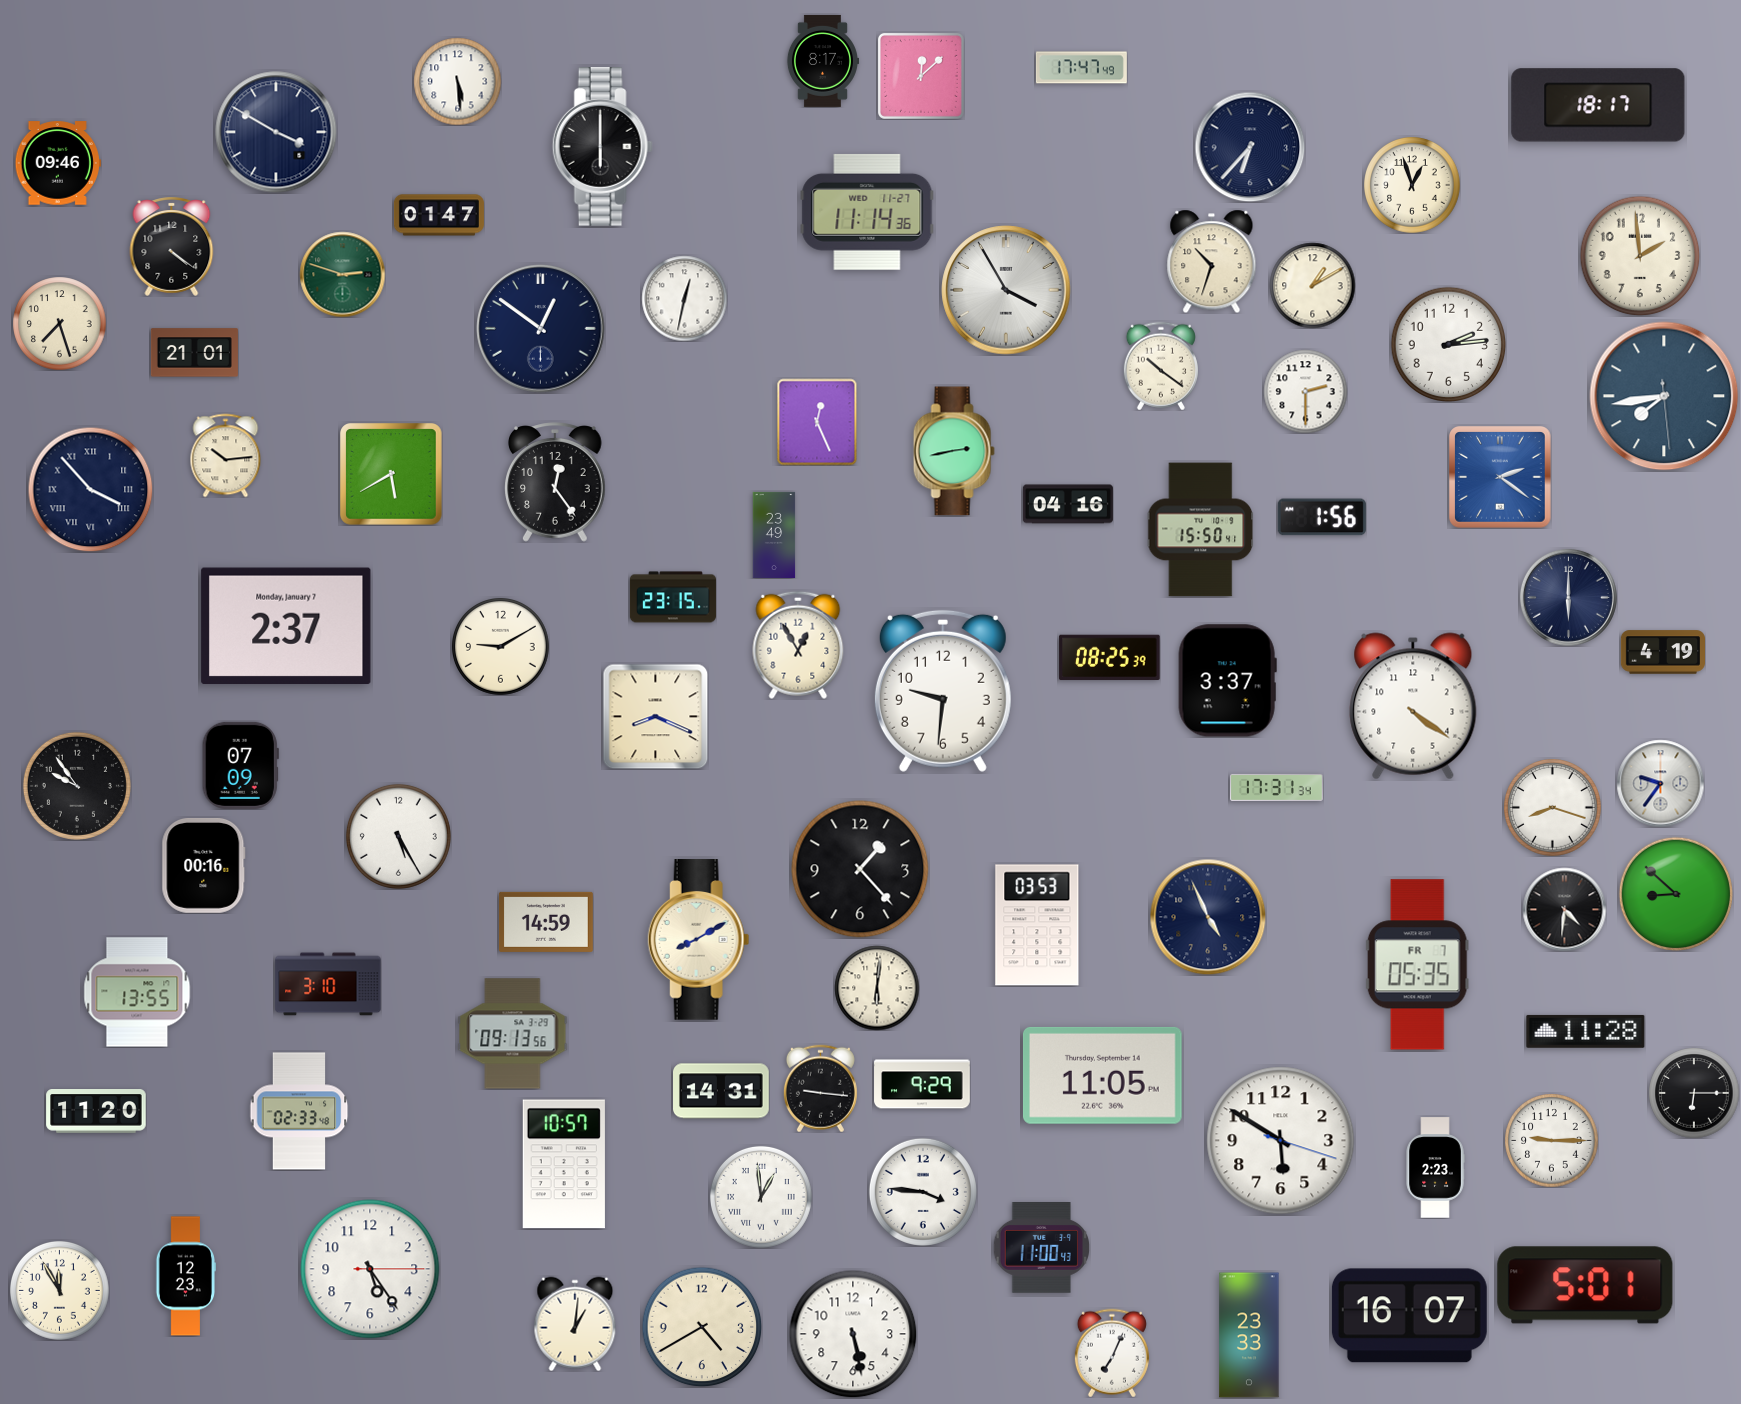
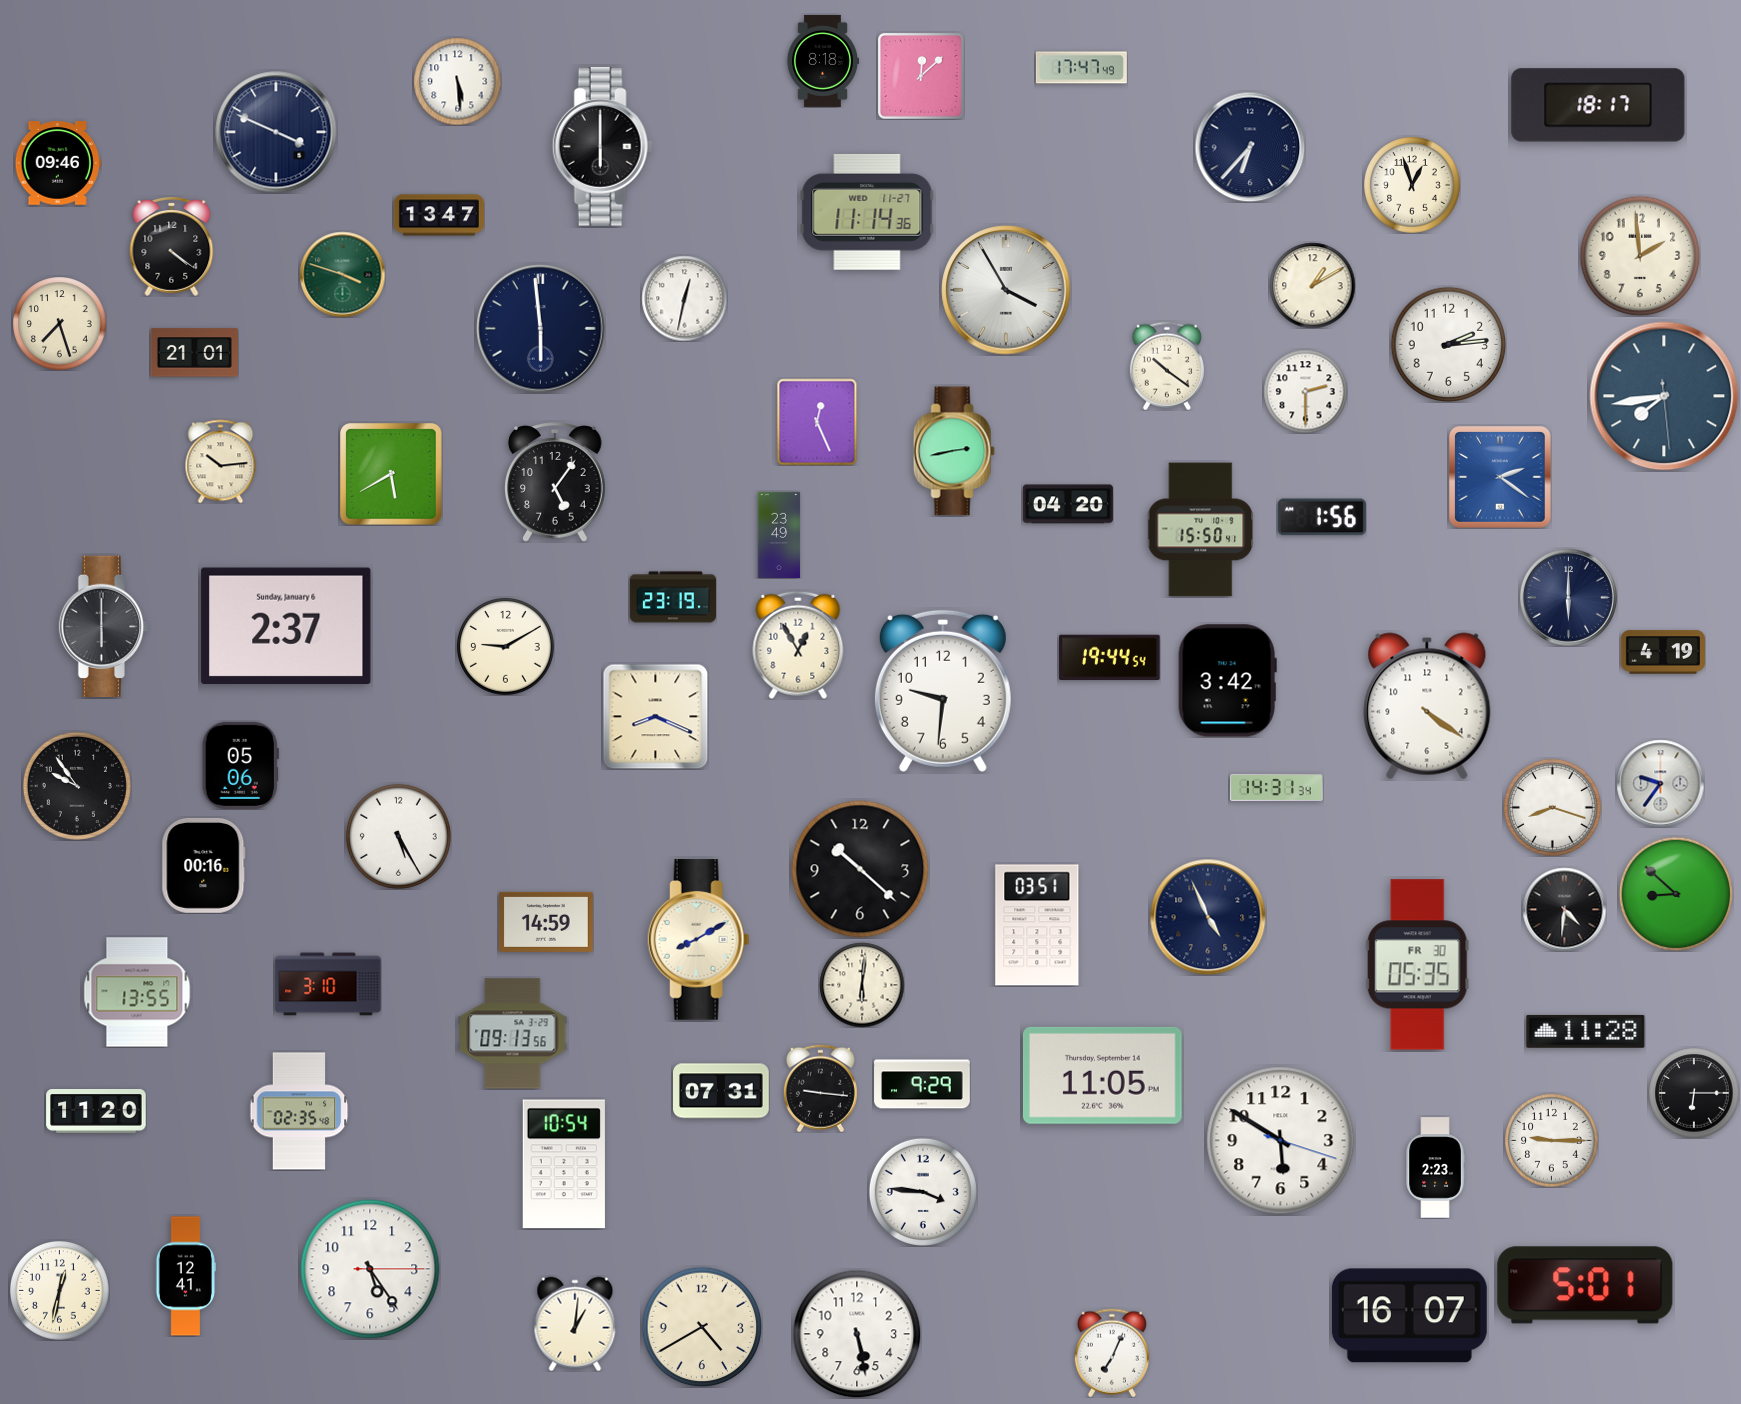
clock at (822, 61): 8:17 -> 8:18
clock at (276, 132): 3:50 -> 3:49
clock at (439, 215): 01:47 -> 13:47
clock at (1212, 261): 10:33 -> none
clock at (342, 274): 2:48 -> 3:48
clock at (541, 329): 12:51 -> 5:59
clock at (1161, 366) position: (1161, 366) -> (1167, 366)
clock at (226, 455) position: (226, 455) -> (221, 461)
clock at (556, 482): 12:24 -> 5:06
clock at (90, 489): 3:53 -> none
clock at (1068, 504): 04:16 -> 04:20
clock at (774, 535) position: (774, 535) -> (779, 535)
clock at (673, 597): 23:15 -> 23:19
clock at (104, 626): none -> 6:00
clock at (286, 626) date: Monday, January 7 -> Sunday, January 6
clock at (501, 647) position: (501, 647) -> (506, 647)
clock at (1110, 658): 08:25 -> 19:44
clock at (1227, 681): 3:37 -> 3:42
clock at (1413, 706) position: (1413, 706) -> (1427, 706)
clock at (240, 765): 07:09 -> 05:06
clock at (1276, 787): 17:31 -> 14:31
clock at (860, 869): 1:23 -> 10:22
clock at (1037, 925): 03:53 -> 03:51
clock at (1417, 965) date: FR 7 -> FR 30
clock at (877, 988) position: (877, 988) -> (862, 985)
clock at (722, 1091): 14:31 -> 07:31
clock at (299, 1111): 02:33 -> 02:35
clock at (564, 1164): 10:57 -> 10:54
clock at (761, 1197): 12:59 -> none
clock at (1041, 1248): 11:00 -> none
clock at (185, 1276): 12:23 -> 12:41
clock at (59, 1290): 11:55 -> 12:32
clock at (853, 1334) position: (853, 1334) -> (857, 1334)
clock at (1249, 1335): 23:33 -> none
